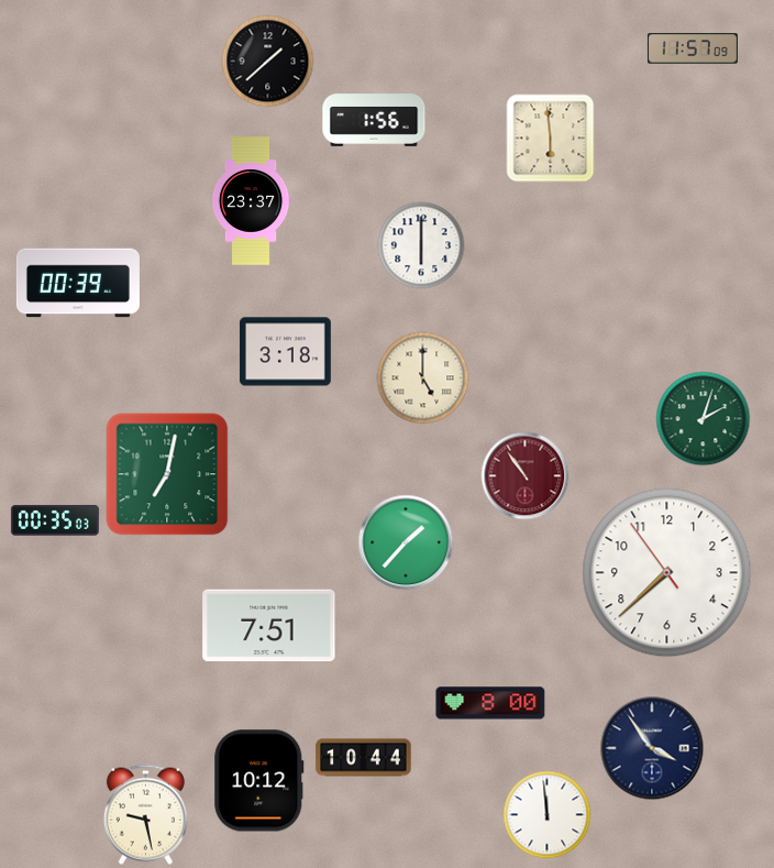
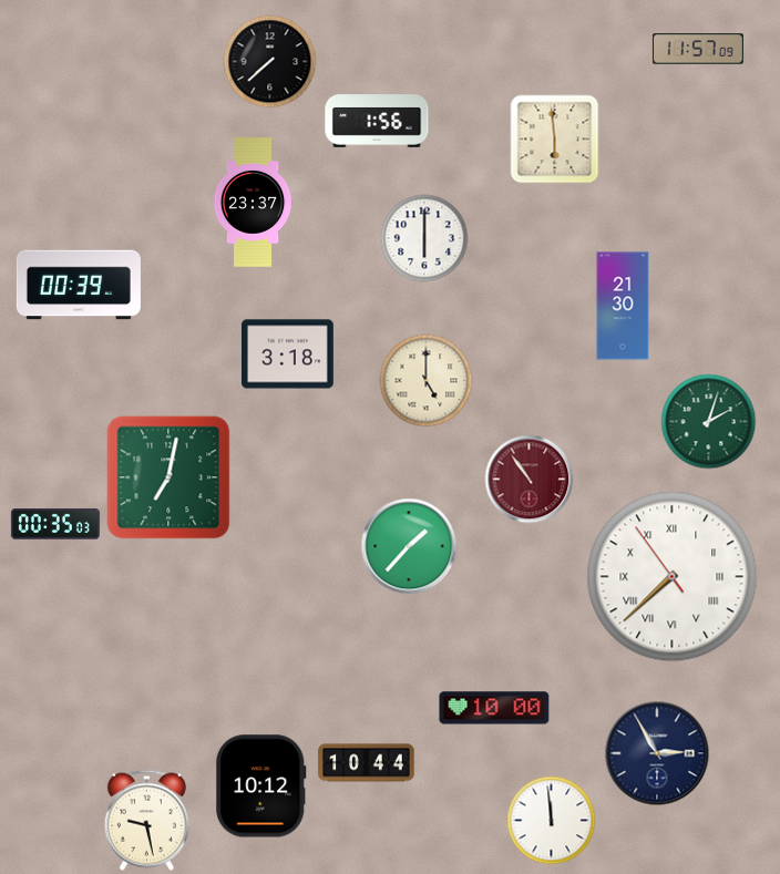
clock at (268, 62): 1:38 -> 7:38
clock at (421, 245) position: (421, 245) -> (424, 238)
clock at (623, 306): none -> 21:30
clock at (667, 573) numerals: Arabic -> Roman
clock at (269, 626): 7:51 -> none
clock at (490, 703): 8:00 -> 10:00
clock at (652, 748): 3:54 -> 2:55
